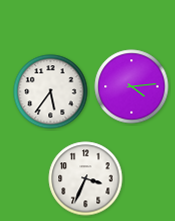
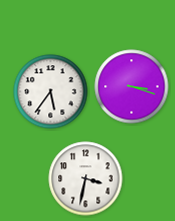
clock at (132, 87): 4:14 -> 3:18
clock at (86, 179): 3:34 -> 3:32
